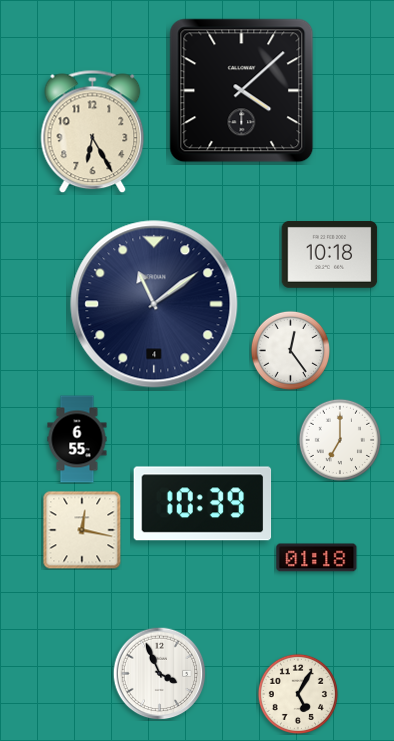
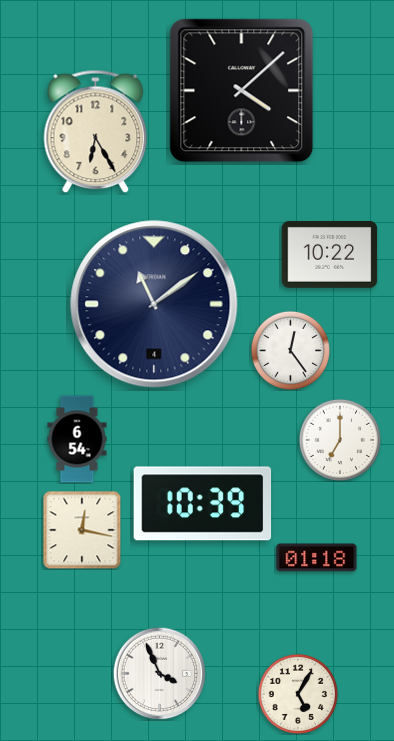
clock at (93, 132) position: (93, 132) -> (96, 132)
clock at (330, 255): 10:18 -> 10:22
clock at (77, 439): 6:55 -> 6:54
